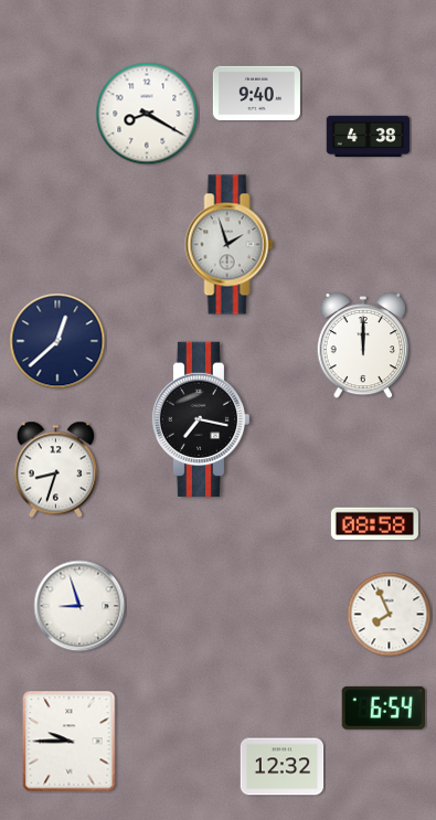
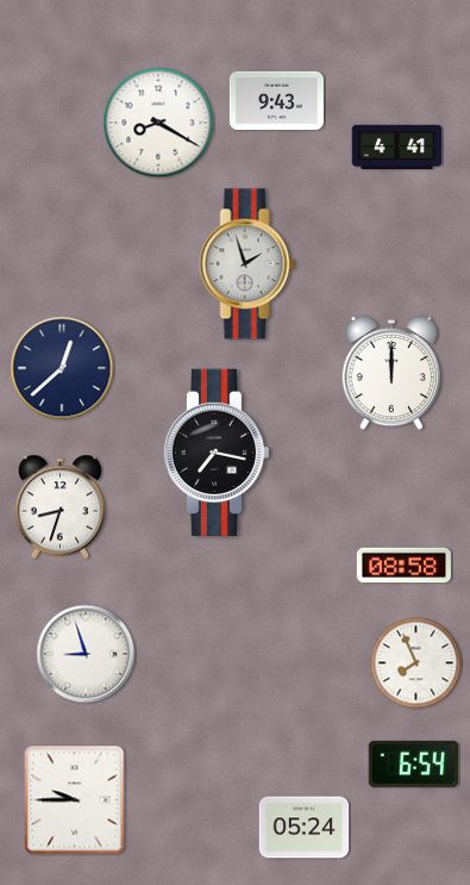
clock at (256, 93): 9:40 -> 9:43
clock at (369, 136): 4:38 -> 4:41
clock at (390, 615) position: (390, 615) -> (416, 663)
clock at (283, 767): 12:32 -> 05:24
